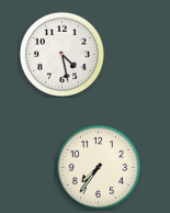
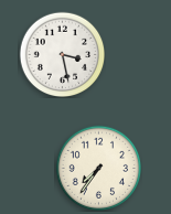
clock at (61, 54): 4:28 -> 3:28
